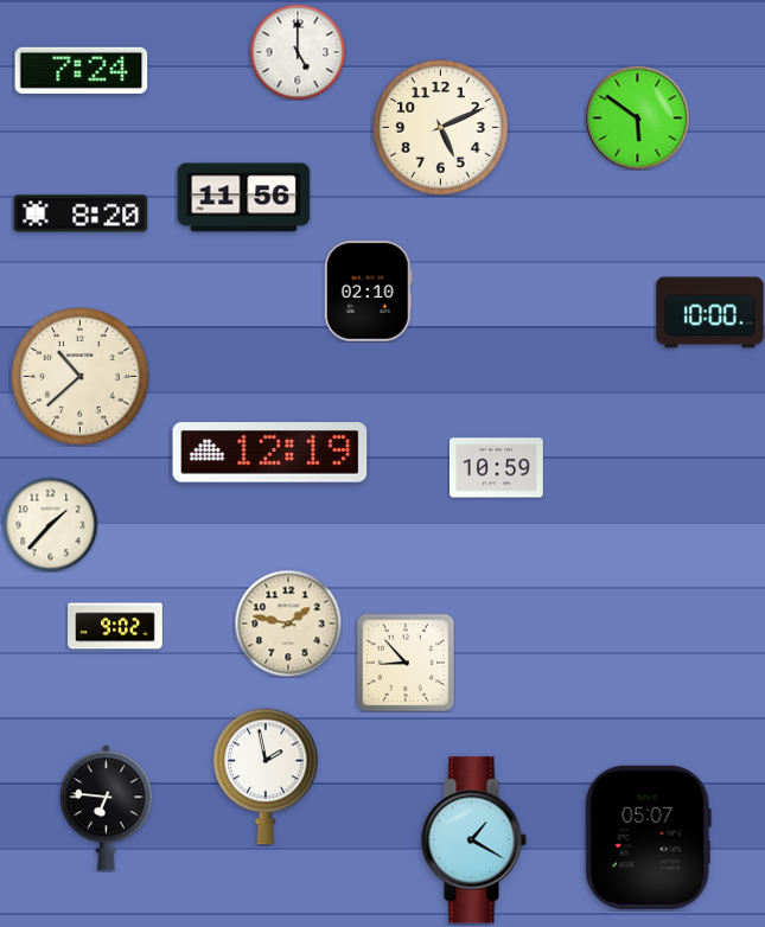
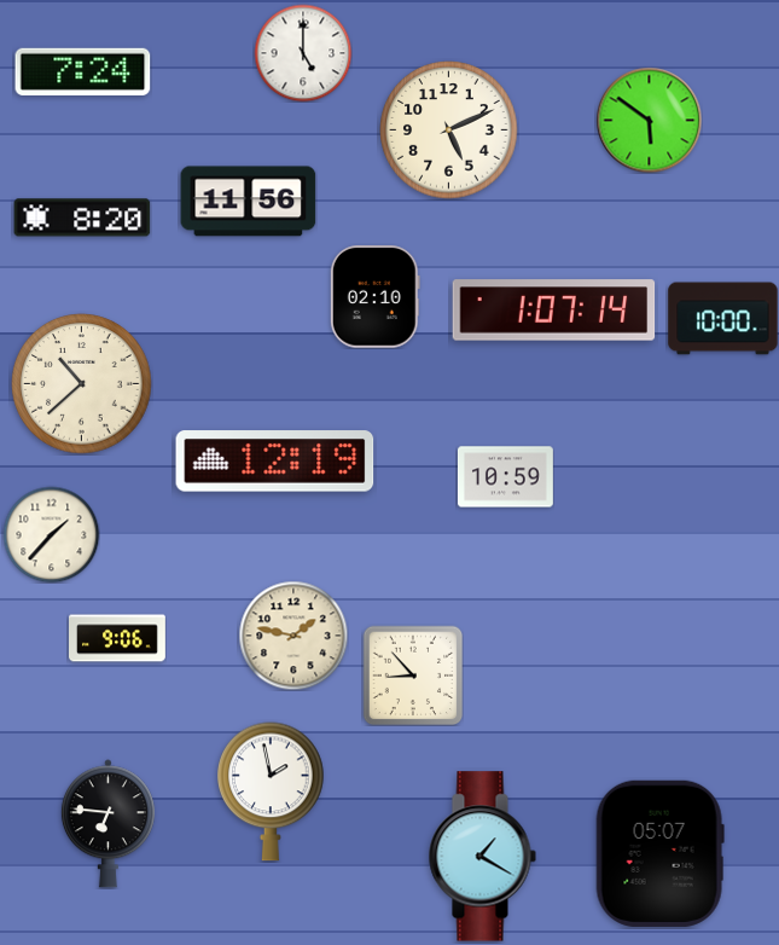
clock at (554, 311): none -> 1:07
clock at (116, 626): 9:02 -> 9:06
